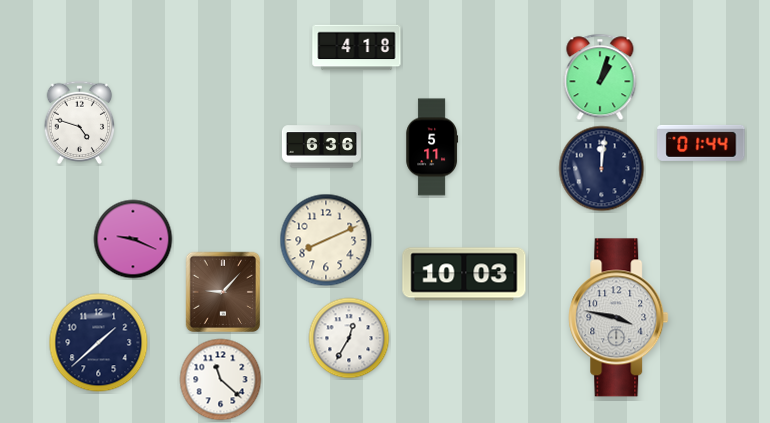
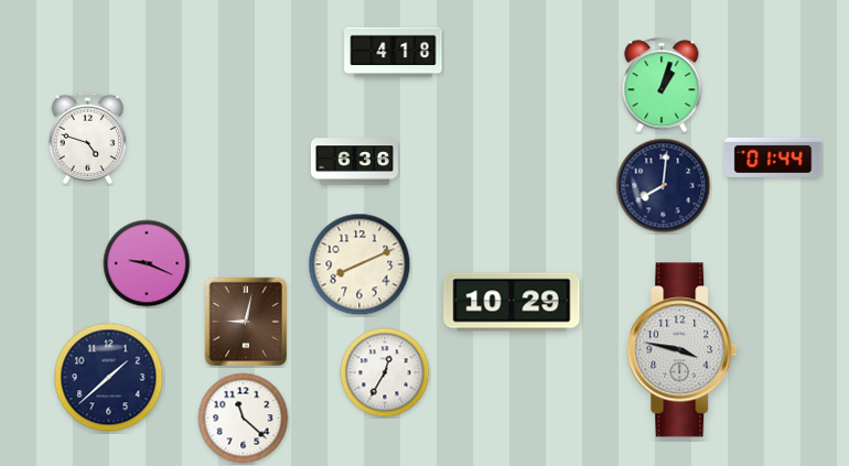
clock at (80, 123) position: (80, 123) -> (88, 139)
clock at (432, 147): 5:11 -> none
clock at (602, 169): 12:01 -> 8:01
clock at (464, 274): 10:03 -> 10:29
clock at (223, 292): 9:07 -> 9:02
